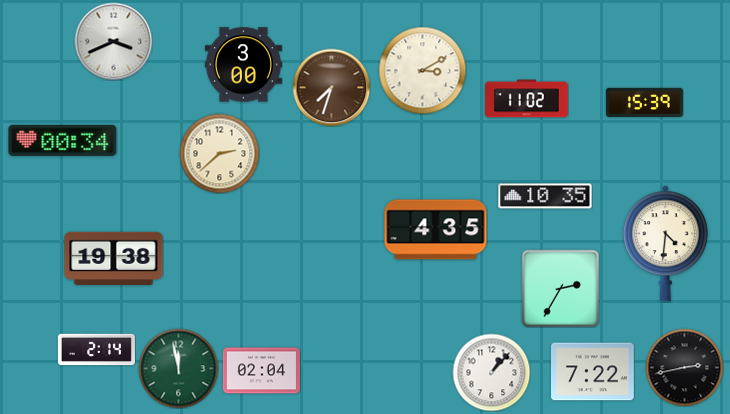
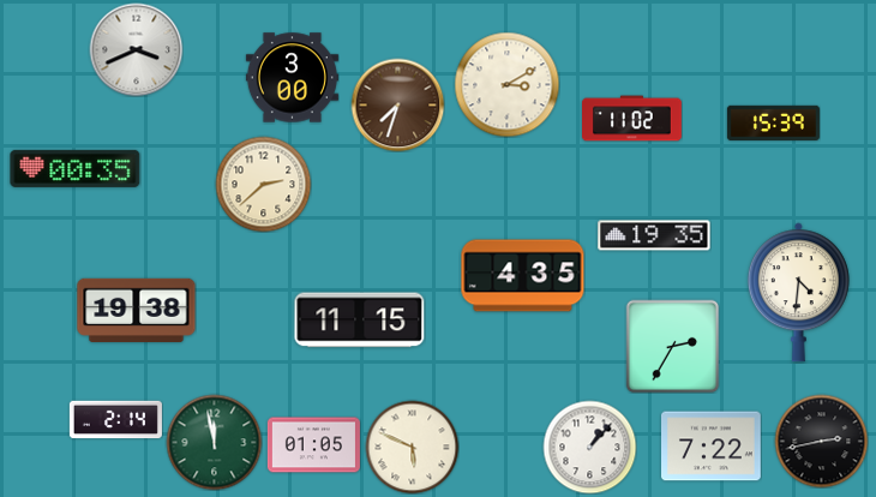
clock at (63, 140): 00:34 -> 00:35
clock at (545, 196): 10:35 -> 19:35
clock at (360, 321): none -> 11:15
clock at (261, 371): 02:04 -> 01:05
clock at (412, 447): none -> 5:49
